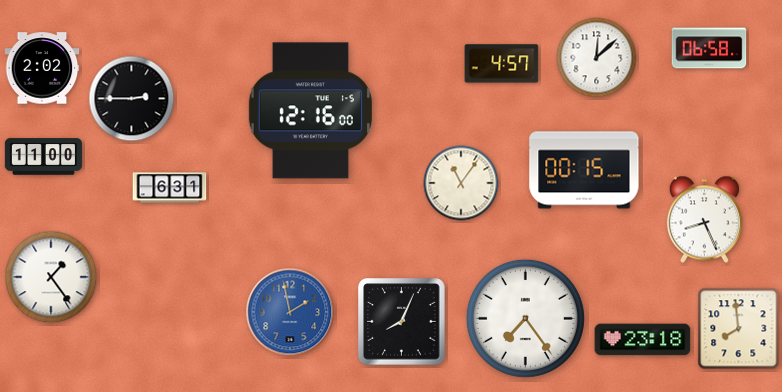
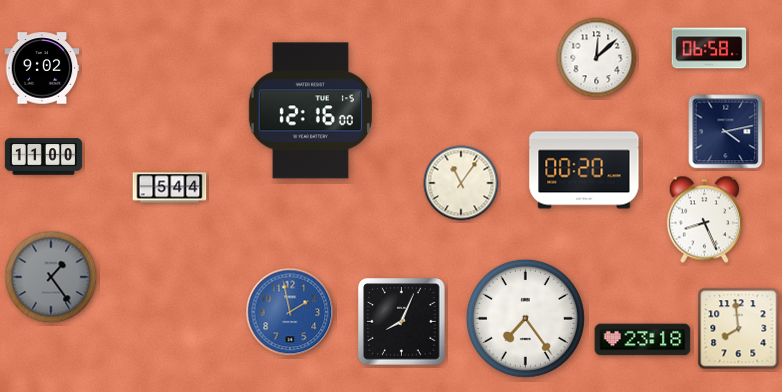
clock at (502, 64): 4:57 -> none
clock at (42, 68): 2:02 -> 9:02
clock at (132, 99): 2:45 -> none
clock at (726, 132): none -> 4:13
clock at (584, 170): 00:15 -> 00:20
clock at (170, 188): 6:31 -> 5:44
clock at (51, 277) dial: white -> grey
